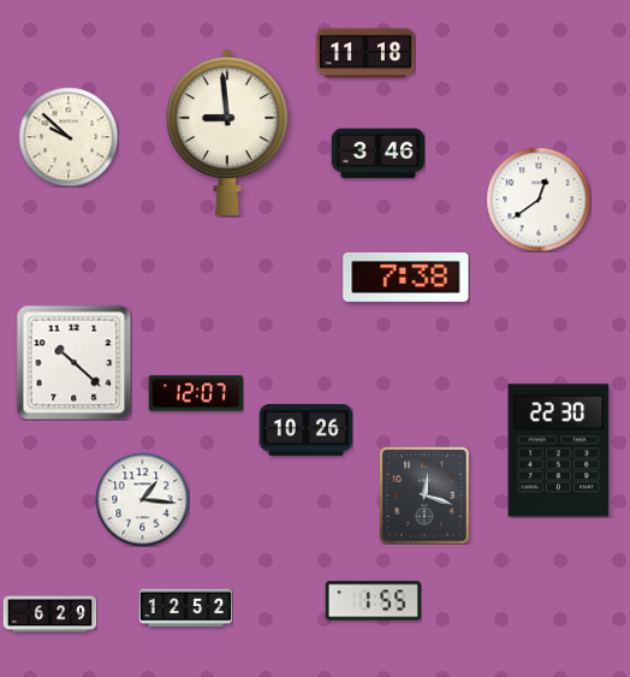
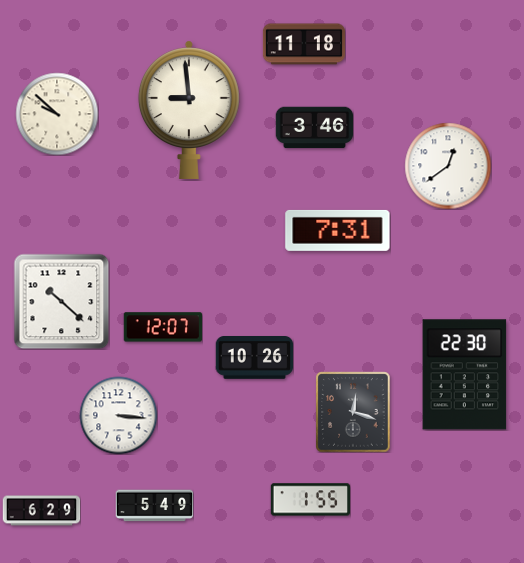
clock at (406, 277): 7:38 -> 7:31
clock at (142, 499): 1:16 -> 3:16
clock at (185, 608): 12:52 -> 5:49
